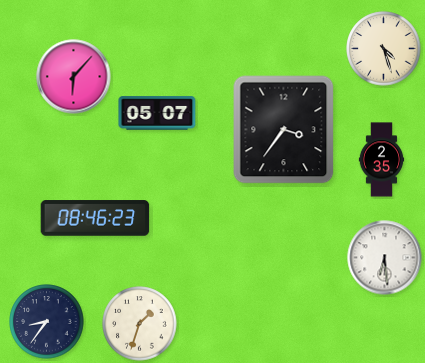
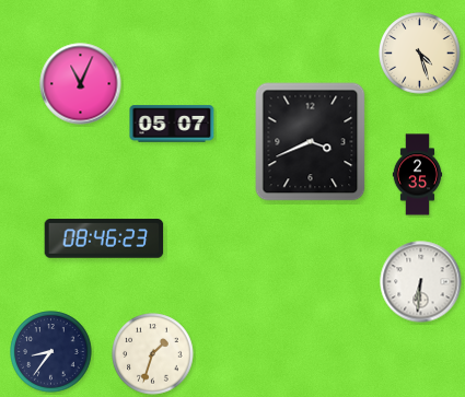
clock at (74, 77): 6:07 -> 11:04
clock at (284, 130): 3:36 -> 3:41
clock at (385, 258): 6:29 -> 6:31
